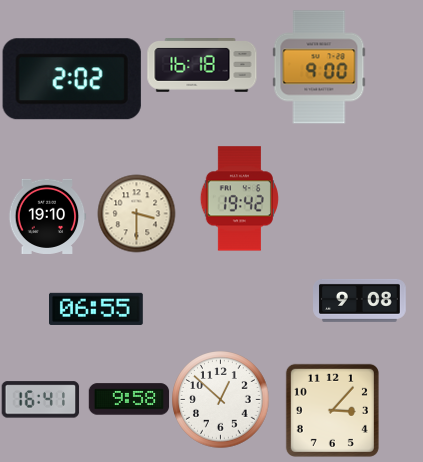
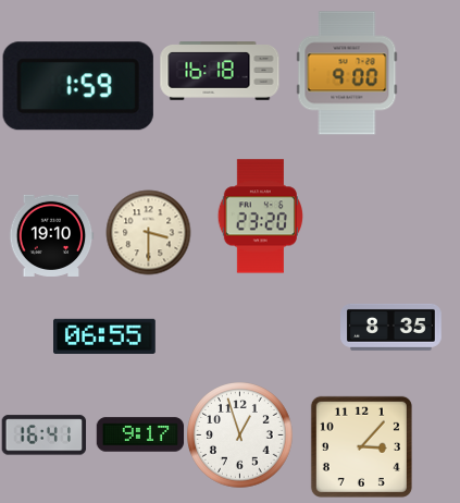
clock at (72, 79): 2:02 -> 1:59
clock at (239, 199): 19:42 -> 23:20
clock at (360, 300): 9:08 -> 8:35
clock at (129, 399): 9:58 -> 9:17
clock at (221, 400): 12:52 -> 12:57
